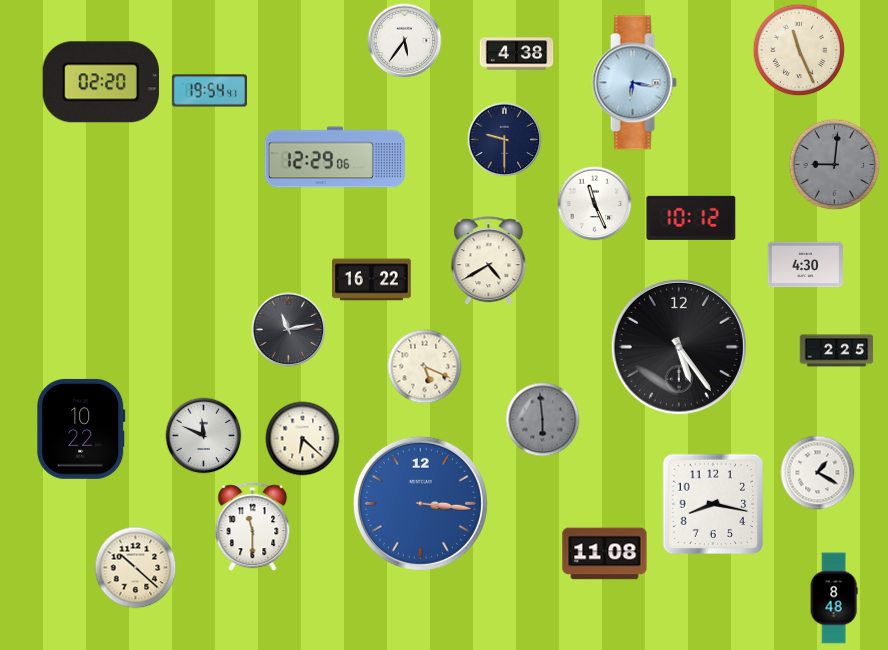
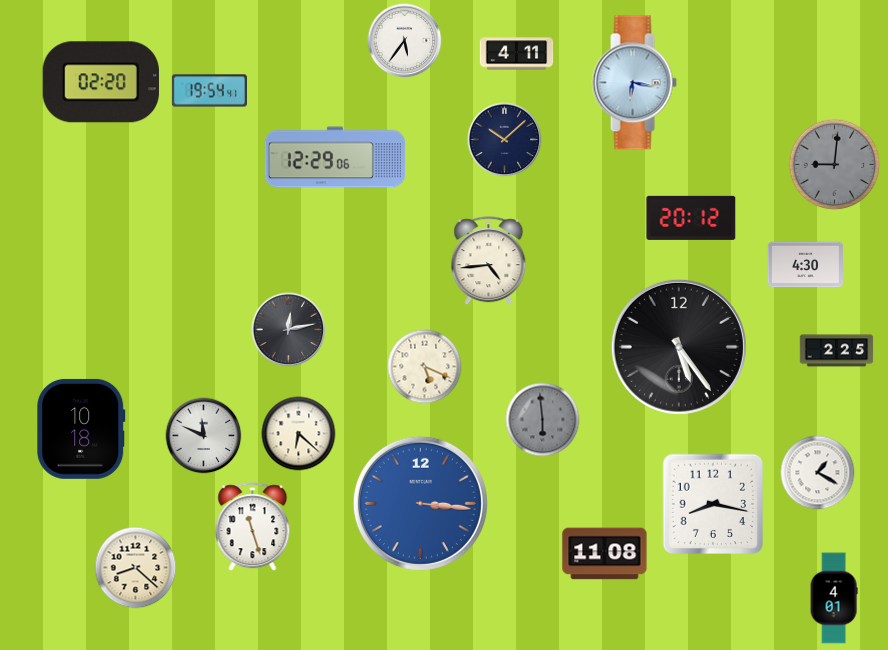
clock at (799, 50): 11:26 -> none
clock at (517, 54): 4:38 -> 4:11
clock at (505, 140): 9:30 -> 10:08
clock at (595, 204): 11:26 -> none
clock at (691, 218): 10:12 -> 20:12
clock at (489, 261): 4:40 -> 4:44
clock at (372, 280): 16:22 -> none
clock at (289, 330): 11:13 -> 12:13
clock at (81, 429): 10:22 -> 10:18
clock at (303, 439) position: (303, 439) -> (299, 434)
clock at (253, 527): 11:30 -> 11:27
clock at (136, 568): 10:22 -> 8:22
clock at (834, 598): 8:48 -> 4:01
